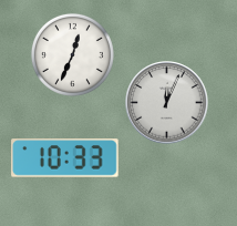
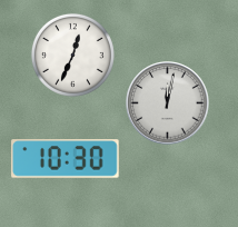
clock at (167, 103): 12:04 -> 12:02
clock at (65, 158): 10:33 -> 10:30
